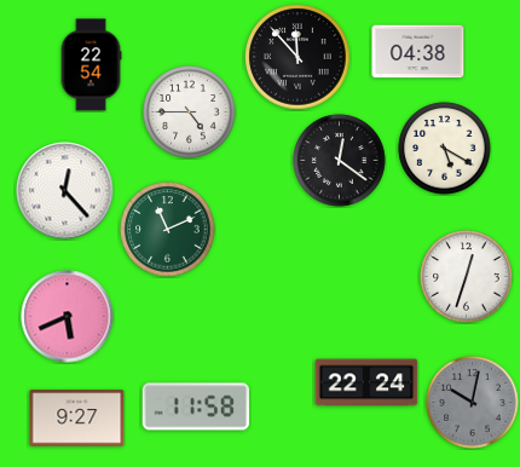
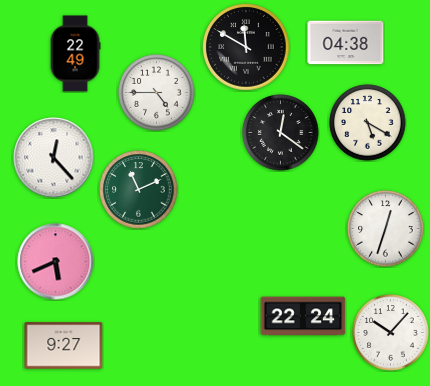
clock at (297, 57): 11:53 -> 11:50
clock at (91, 65): 22:54 -> 22:49
clock at (473, 403): 10:02 -> 10:07
clock at (473, 403) dial: grey -> white
clock at (195, 407): 11:58 -> none
